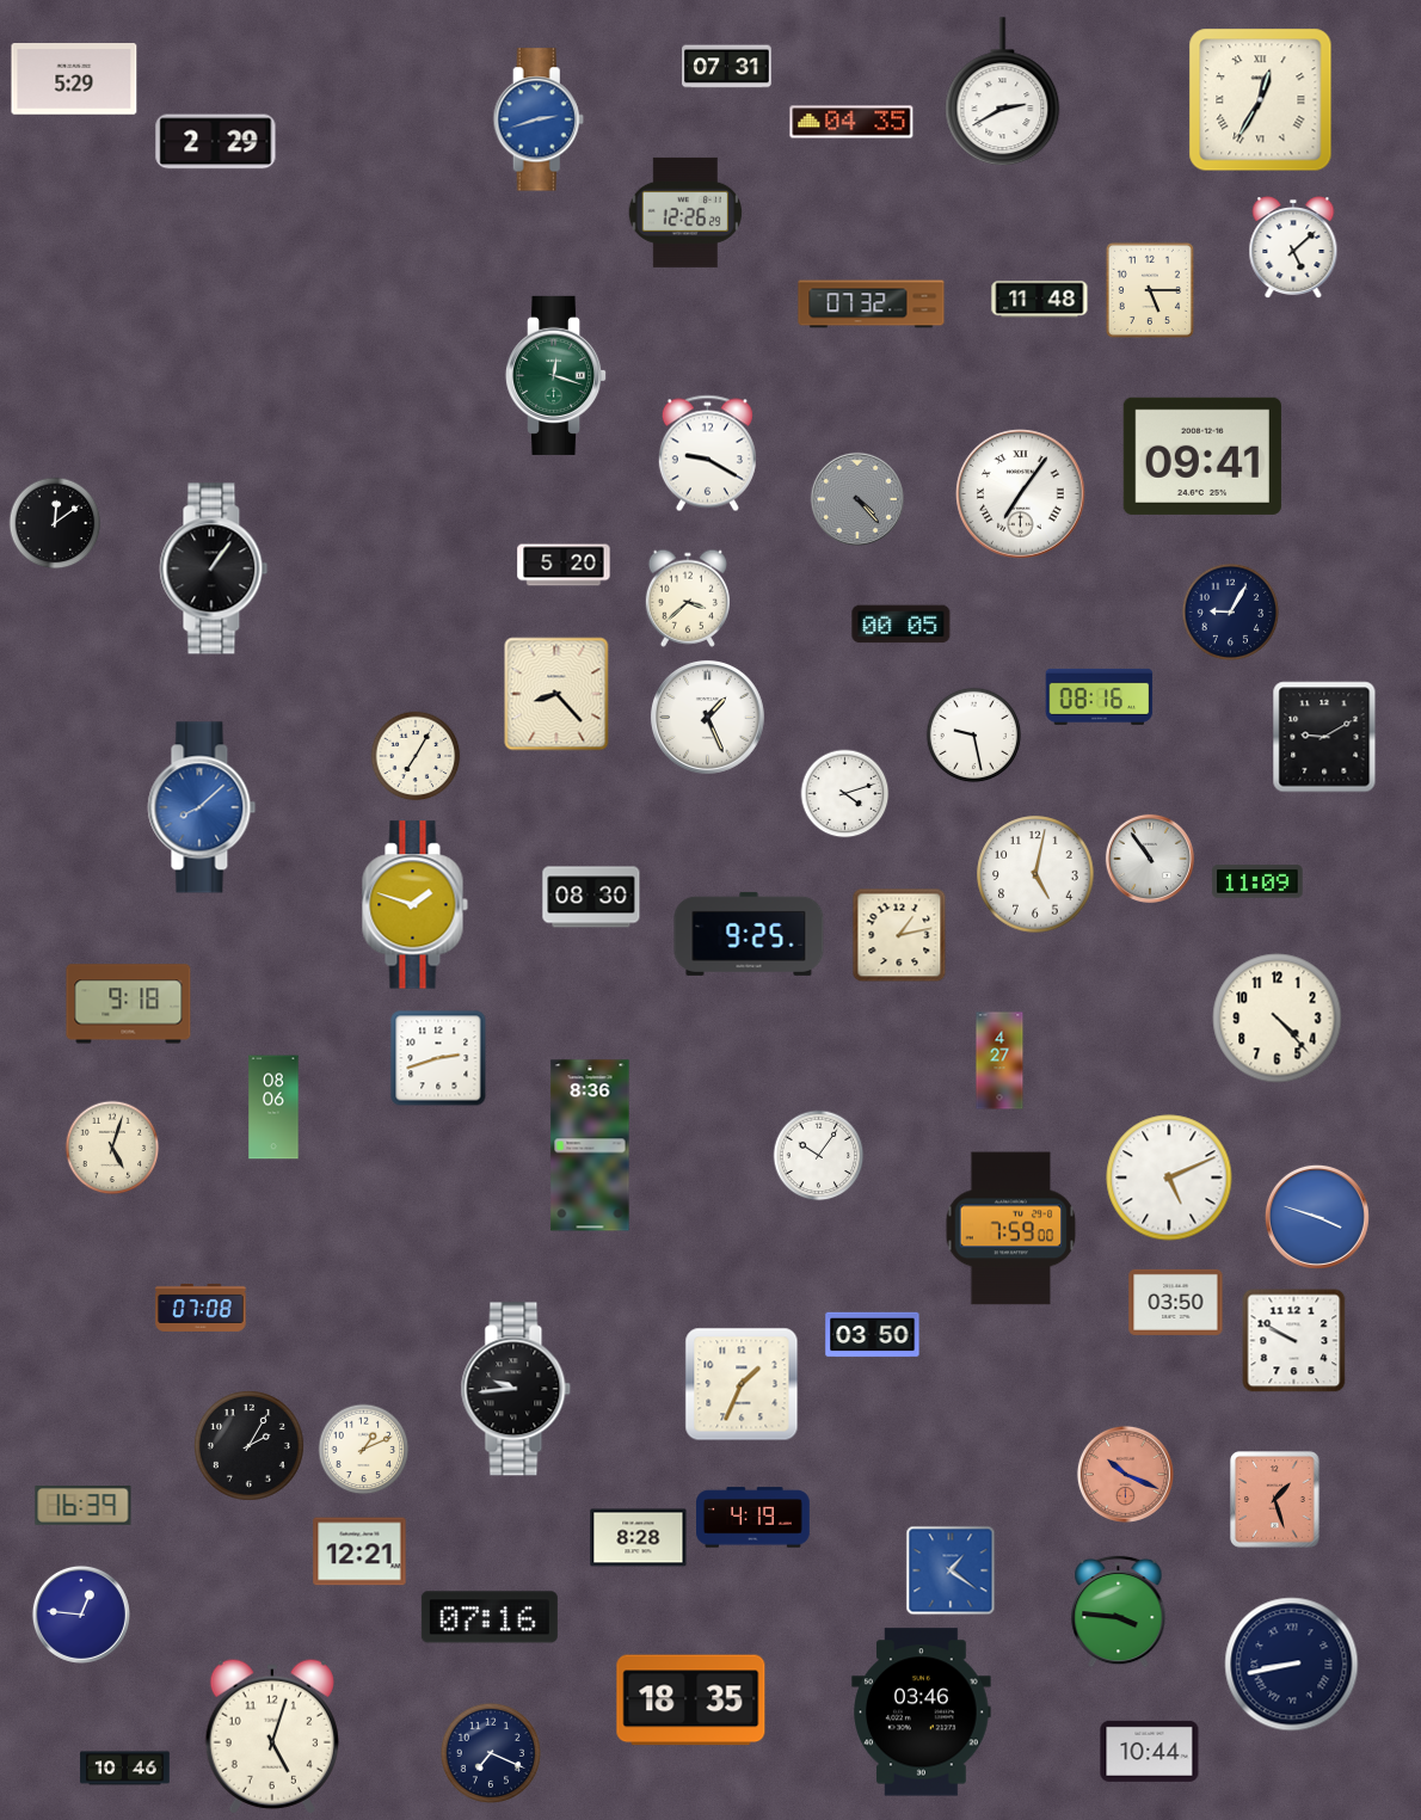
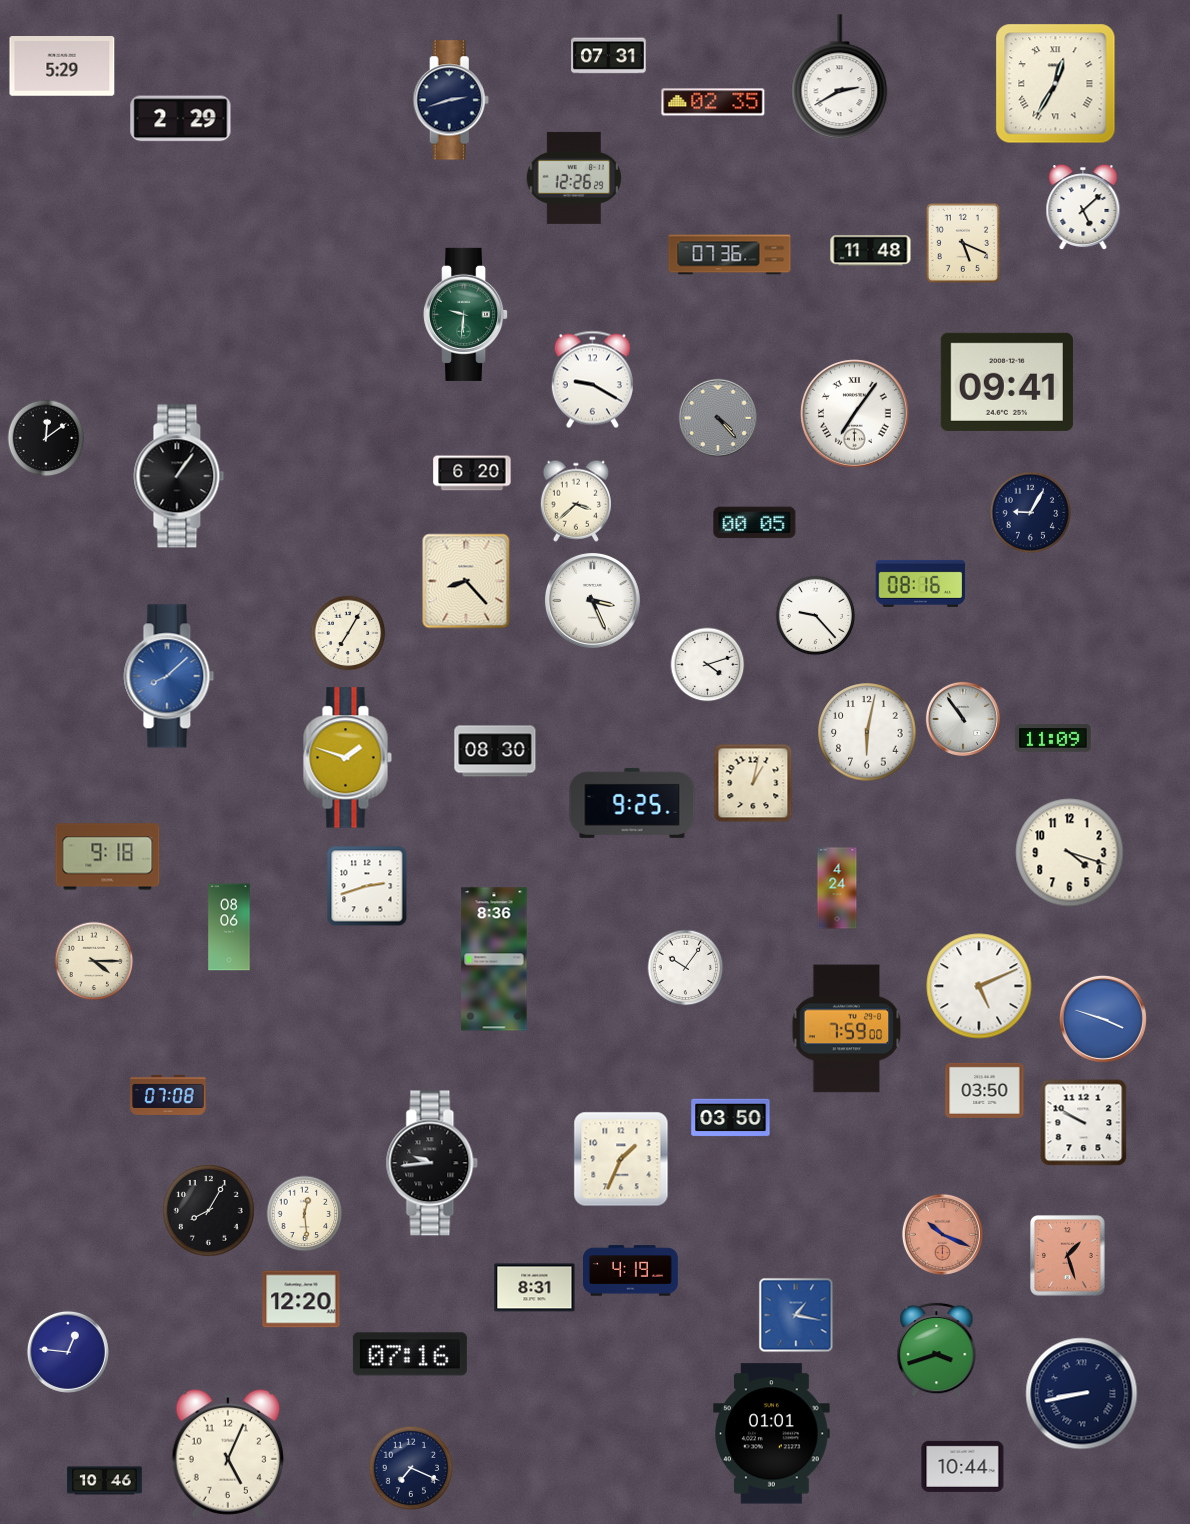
clock at (539, 119) dial: blue -> navy
clock at (851, 122): 04:35 -> 02:35
clock at (1150, 290): 5:15 -> 5:19
clock at (872, 305): 07:32 -> 07:36
clock at (558, 375): 12:18 -> 9:31
clock at (564, 565): 5:20 -> 6:20
clock at (707, 717): 1:26 -> 3:26
clock at (974, 736): 9:28 -> 9:23
clock at (1324, 737): 9:10 -> none
clock at (1035, 874): 5:02 -> 6:02
clock at (749, 934) position: (749, 934) -> (632, 803)
clock at (899, 935): 1:13 -> 1:02
clock at (129, 1004) position: (129, 1004) -> (108, 857)
clock at (1278, 1019): 4:23 -> 4:18
clock at (999, 1060): 4:27 -> 4:24
clock at (112, 1148): 5:03 -> 4:15
clock at (248, 1445): 2:05 -> 8:05
clock at (364, 1450): 1:11 -> 12:29
clock at (84, 1506): 16:39 -> none
clock at (639, 1538): 8:28 -> 8:31
clock at (359, 1551): 12:21 -> 12:20
clock at (951, 1570): 1:21 -> 1:17
clock at (1119, 1611): 3:46 -> 3:42
clock at (691, 1701): 18:35 -> none
clock at (922, 1713): 03:46 -> 01:01
clock at (272, 1736): 5:03 -> 5:04
